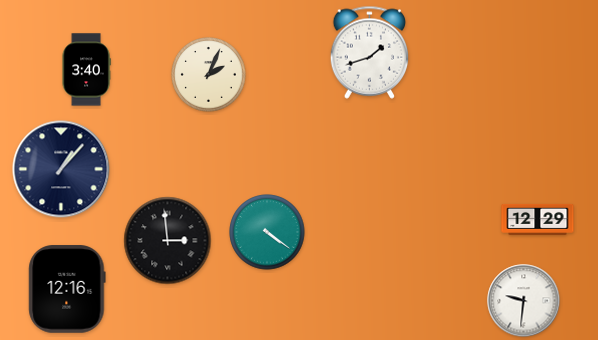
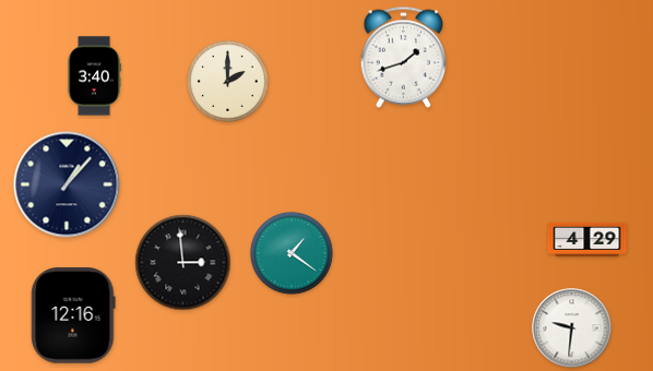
clock at (209, 75): 2:04 -> 2:00
clock at (538, 219): 12:29 -> 4:29
clock at (267, 232): 4:21 -> 1:21
